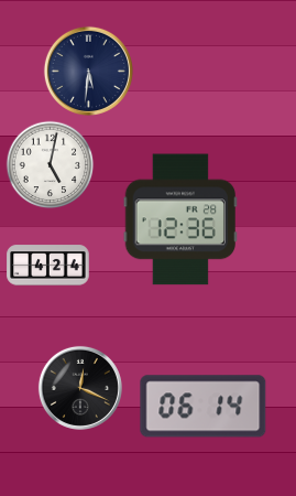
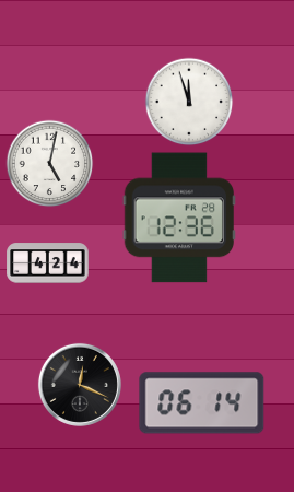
clock at (88, 71): 5:31 -> none
clock at (189, 102): none -> 11:57
